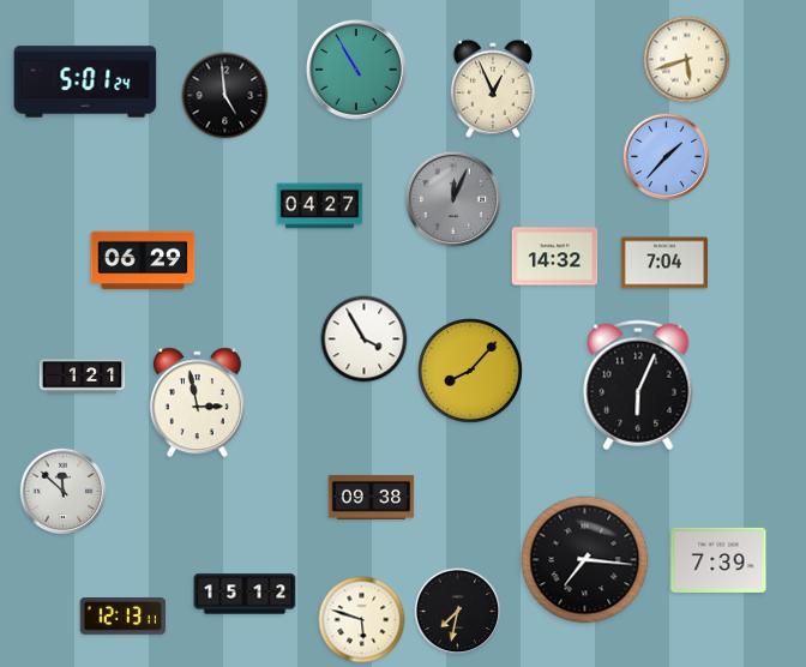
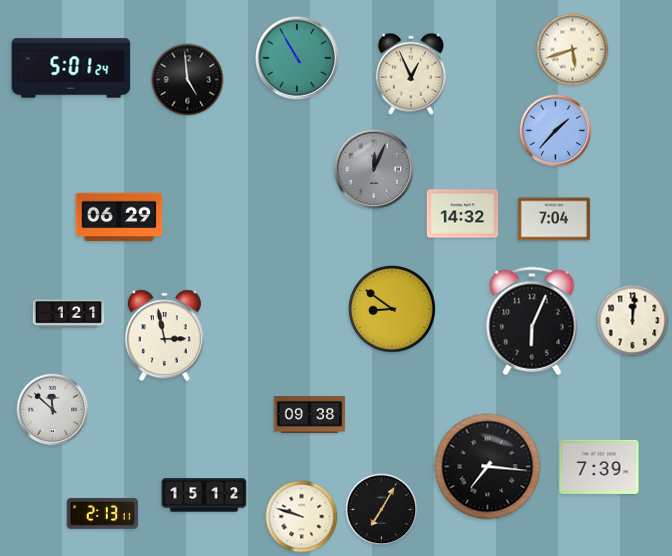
clock at (453, 199) position: (453, 199) -> (374, 169)
clock at (320, 206): 04:27 -> none
clock at (365, 339): 3:55 -> none
clock at (471, 372): 8:07 -> 8:51
clock at (633, 321): none -> 12:01
clock at (458, 612): 7:32 -> 7:05
clock at (124, 617): 12:13 -> 2:13
clock at (362, 620): 5:48 -> 9:48
